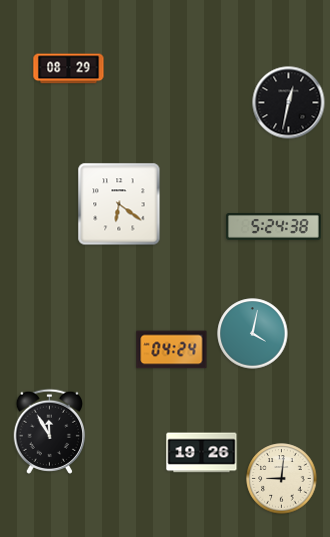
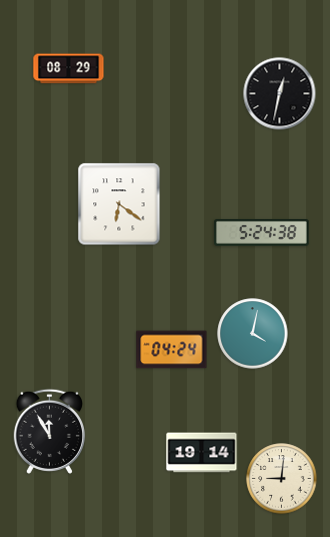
clock at (289, 103) position: (289, 103) -> (280, 94)
clock at (274, 227) position: (274, 227) -> (262, 233)
clock at (202, 453): 19:26 -> 19:14
